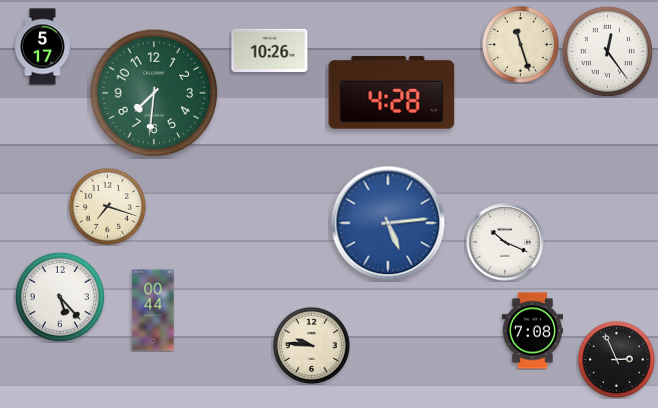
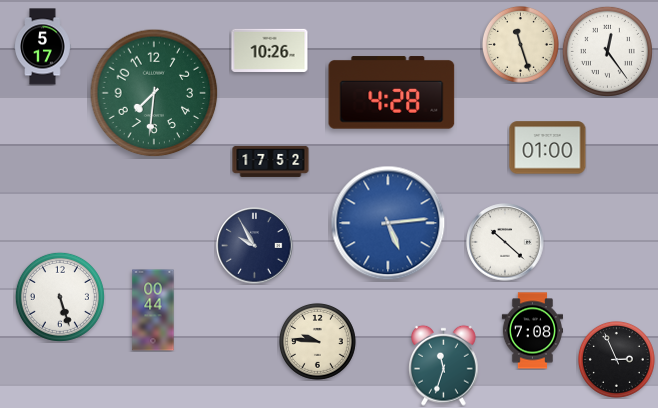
clock at (548, 148): none -> 01:00
clock at (271, 161): none -> 17:52
clock at (107, 206): 7:18 -> none
clock at (505, 242): 10:19 -> 10:22
clock at (255, 246): none -> 9:55
clock at (60, 297): 5:23 -> 5:27
clock at (311, 345) position: (311, 345) -> (317, 341)
clock at (444, 365): none -> 11:33
